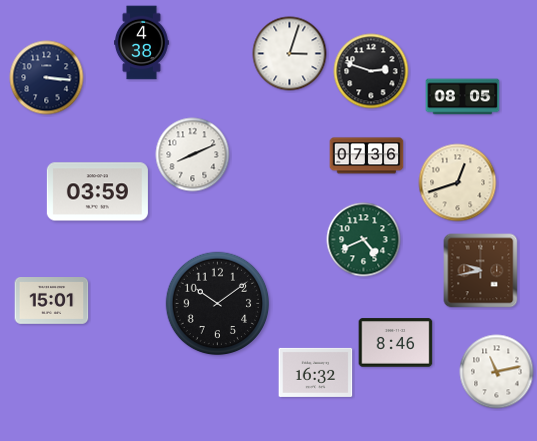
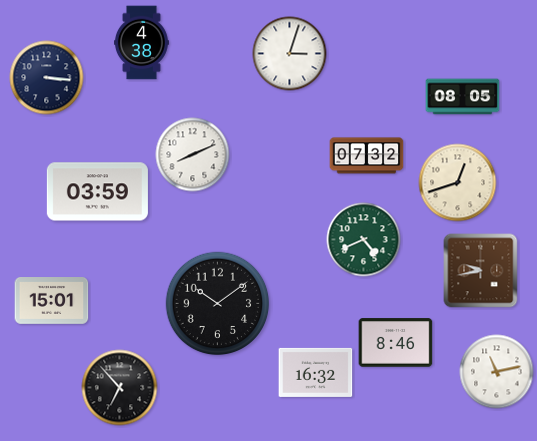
clock at (371, 71): 2:48 -> none
clock at (367, 156): 07:36 -> 07:32
clock at (120, 388): none -> 6:53
